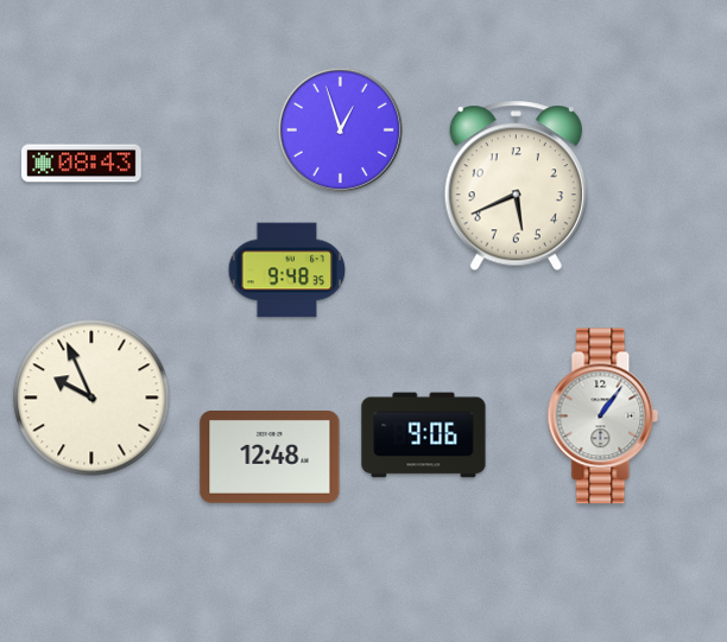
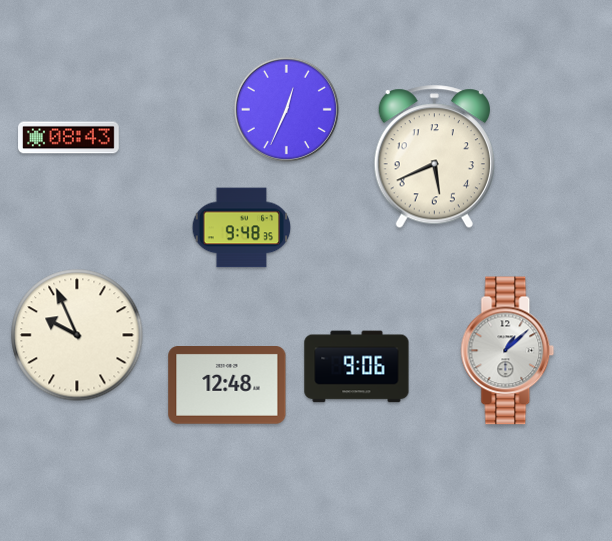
clock at (340, 129): 12:57 -> 12:34
clock at (603, 417): 1:06 -> 1:08
